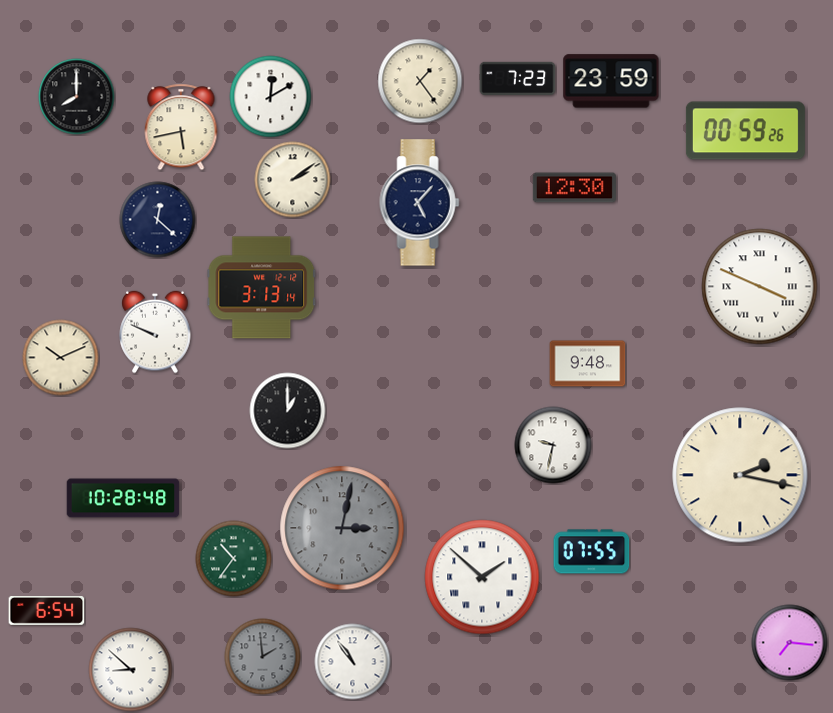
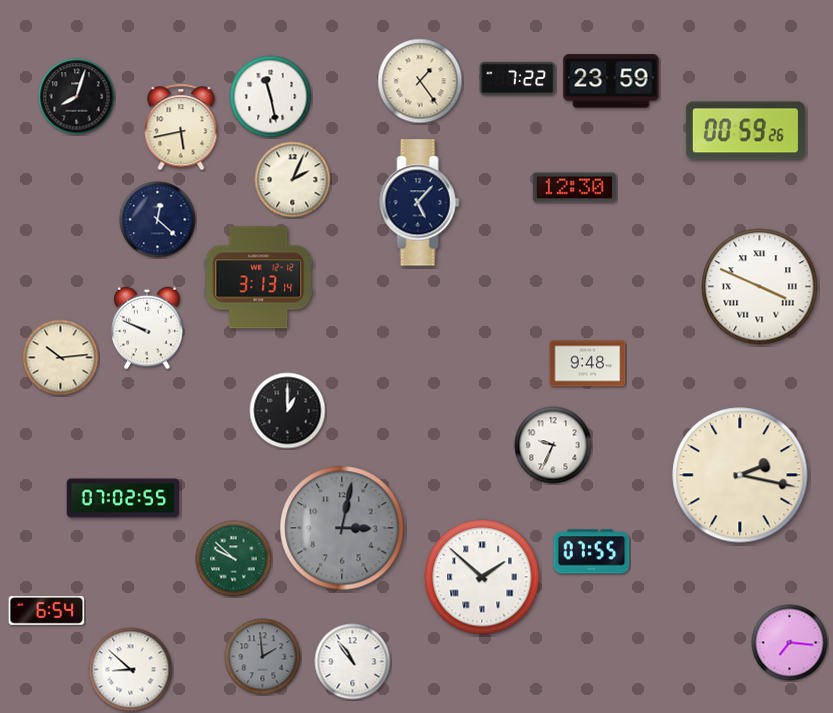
clock at (518, 78): 7:23 -> 7:22
clock at (77, 97): 8:00 -> 8:03
clock at (271, 97): 12:10 -> 11:28
clock at (293, 180): 2:09 -> 2:04
clock at (262, 288) position: (262, 288) -> (259, 278)
clock at (155, 332) position: (155, 332) -> (147, 328)
clock at (61, 358): 10:11 -> 10:14
clock at (553, 445): 9:32 -> 9:34
clock at (123, 498): 10:28 -> 07:02
clock at (234, 559): 10:36 -> 9:52
